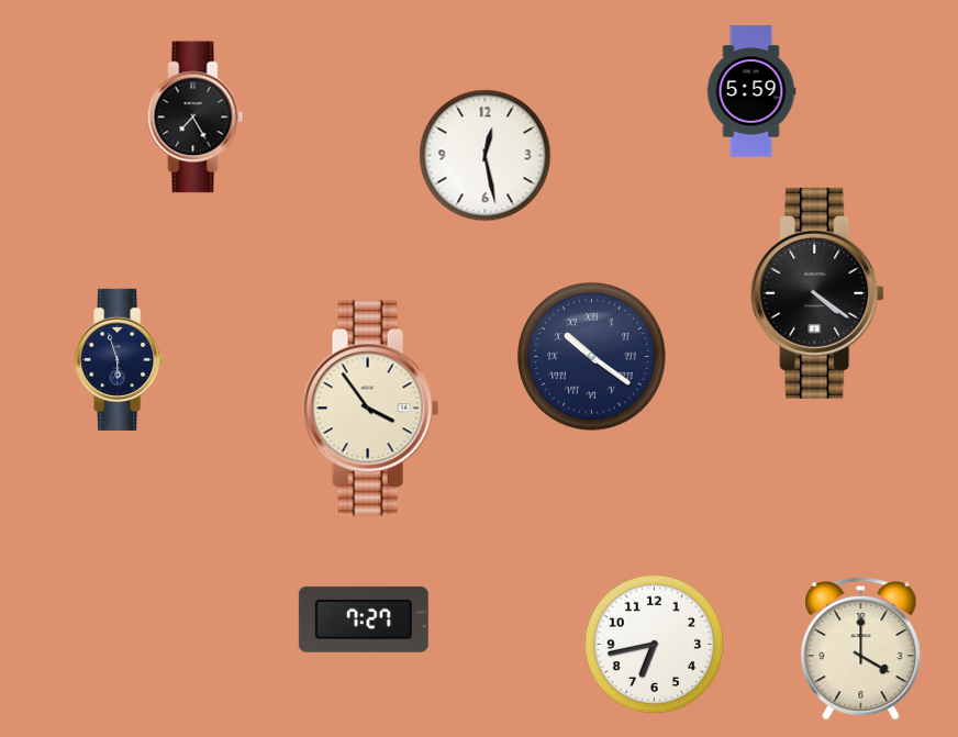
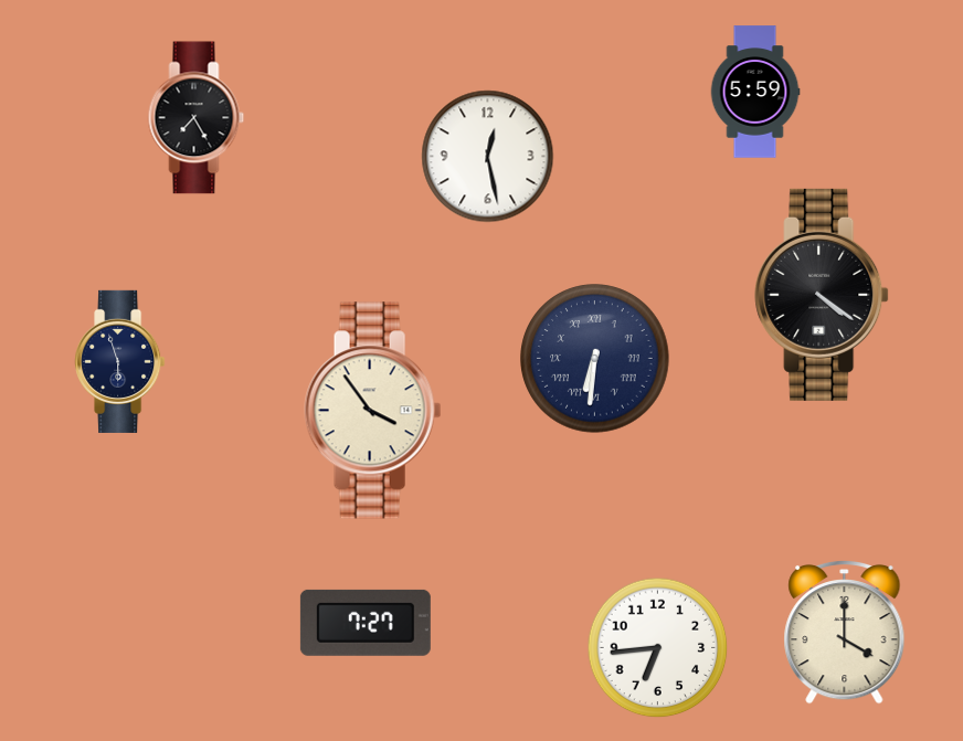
clock at (592, 357): 10:21 -> 6:31
clock at (655, 645): 6:43 -> 6:44
clock at (861, 648) position: (861, 648) -> (845, 632)
